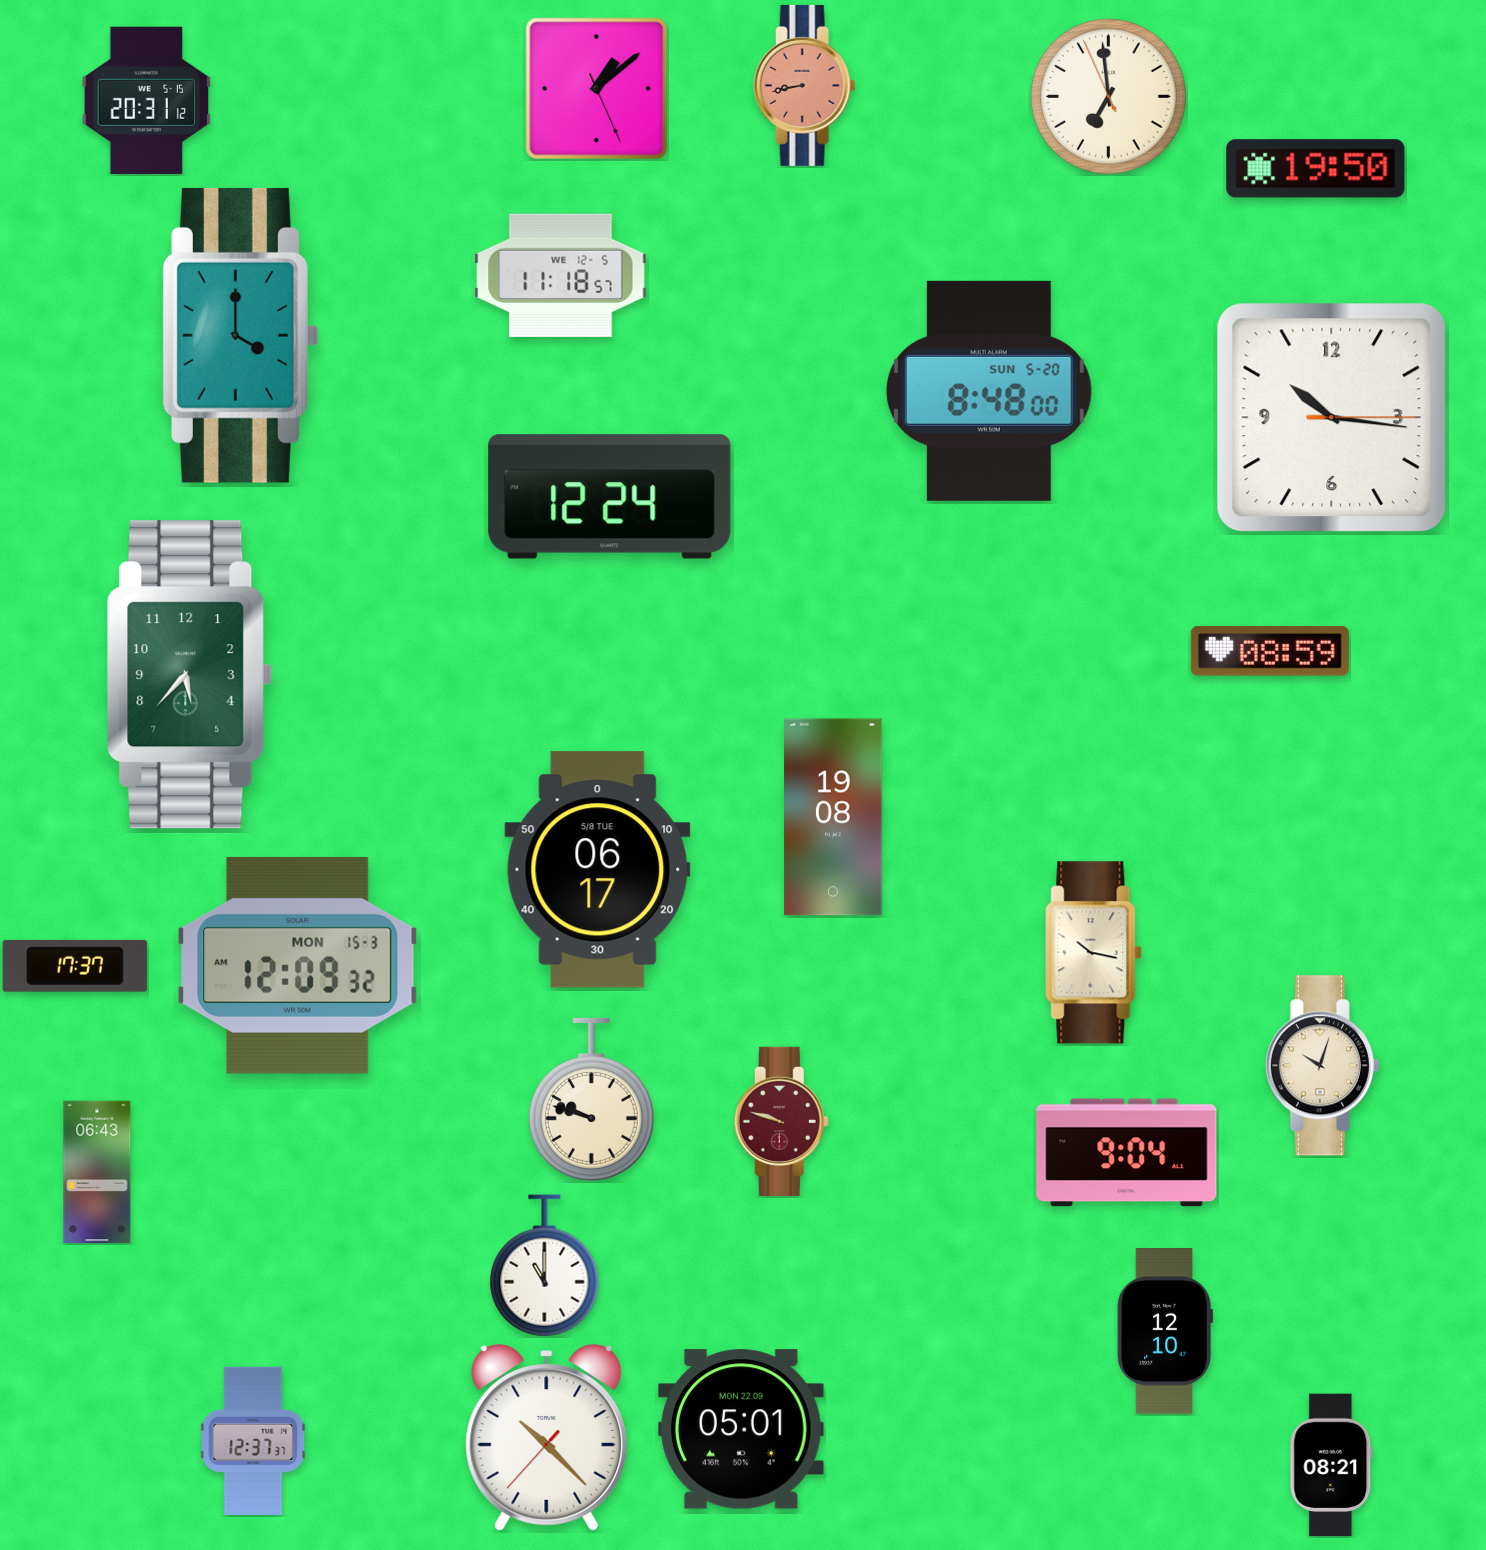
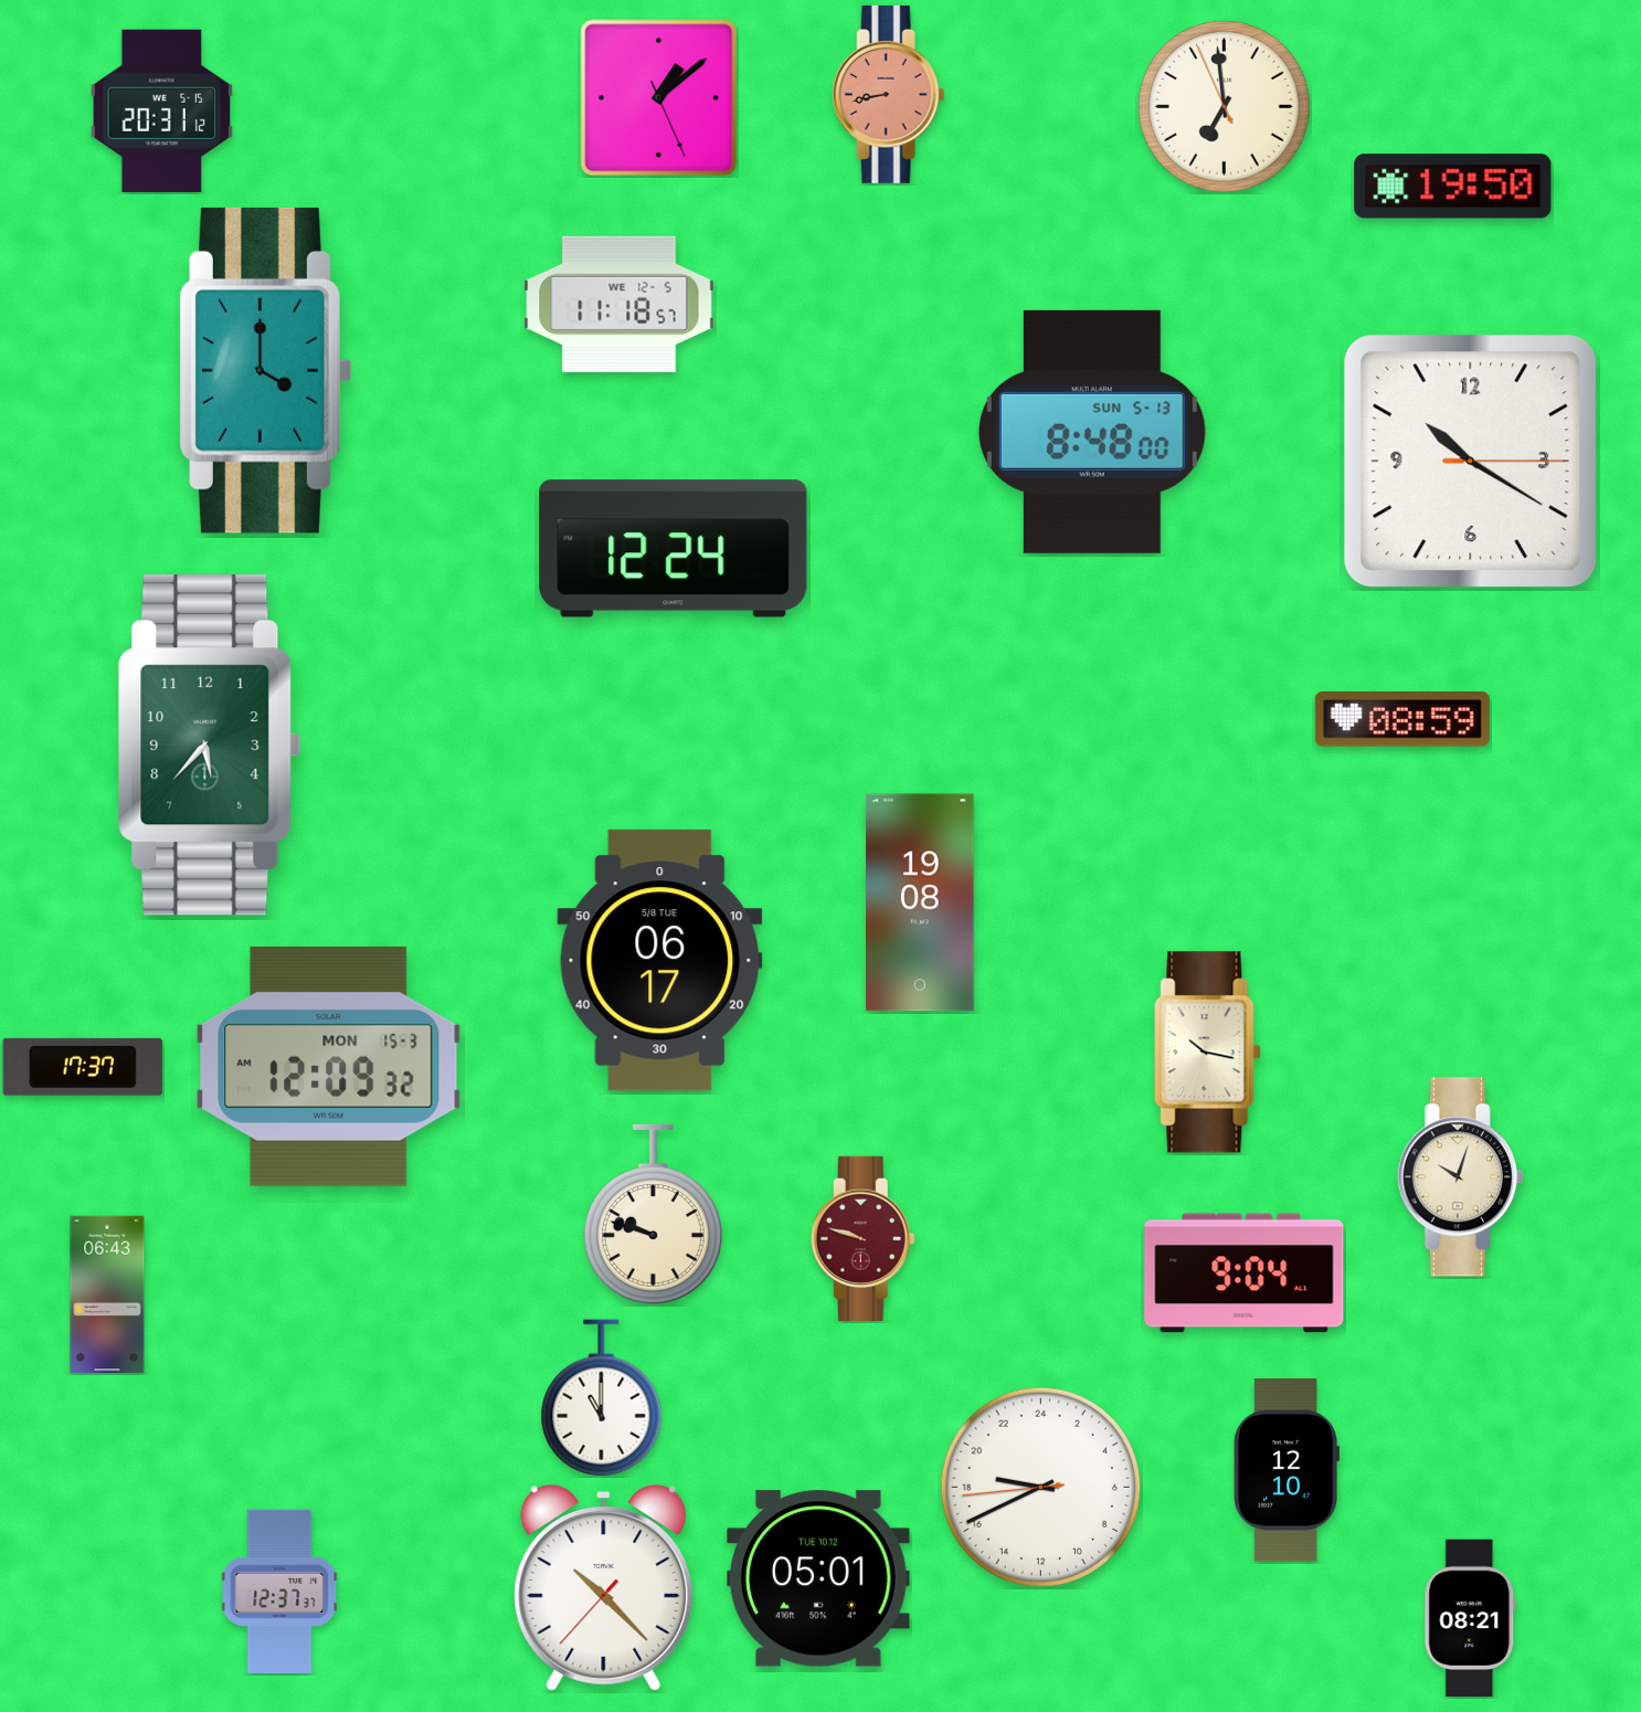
clock at (989, 391) date: SUN 5-20 -> SUN 5-13
clock at (1332, 418): 10:16 -> 10:20
clock at (1040, 1487): none -> 18:40
clock at (741, 1429) date: MON 22.09 -> TUE 10.12
